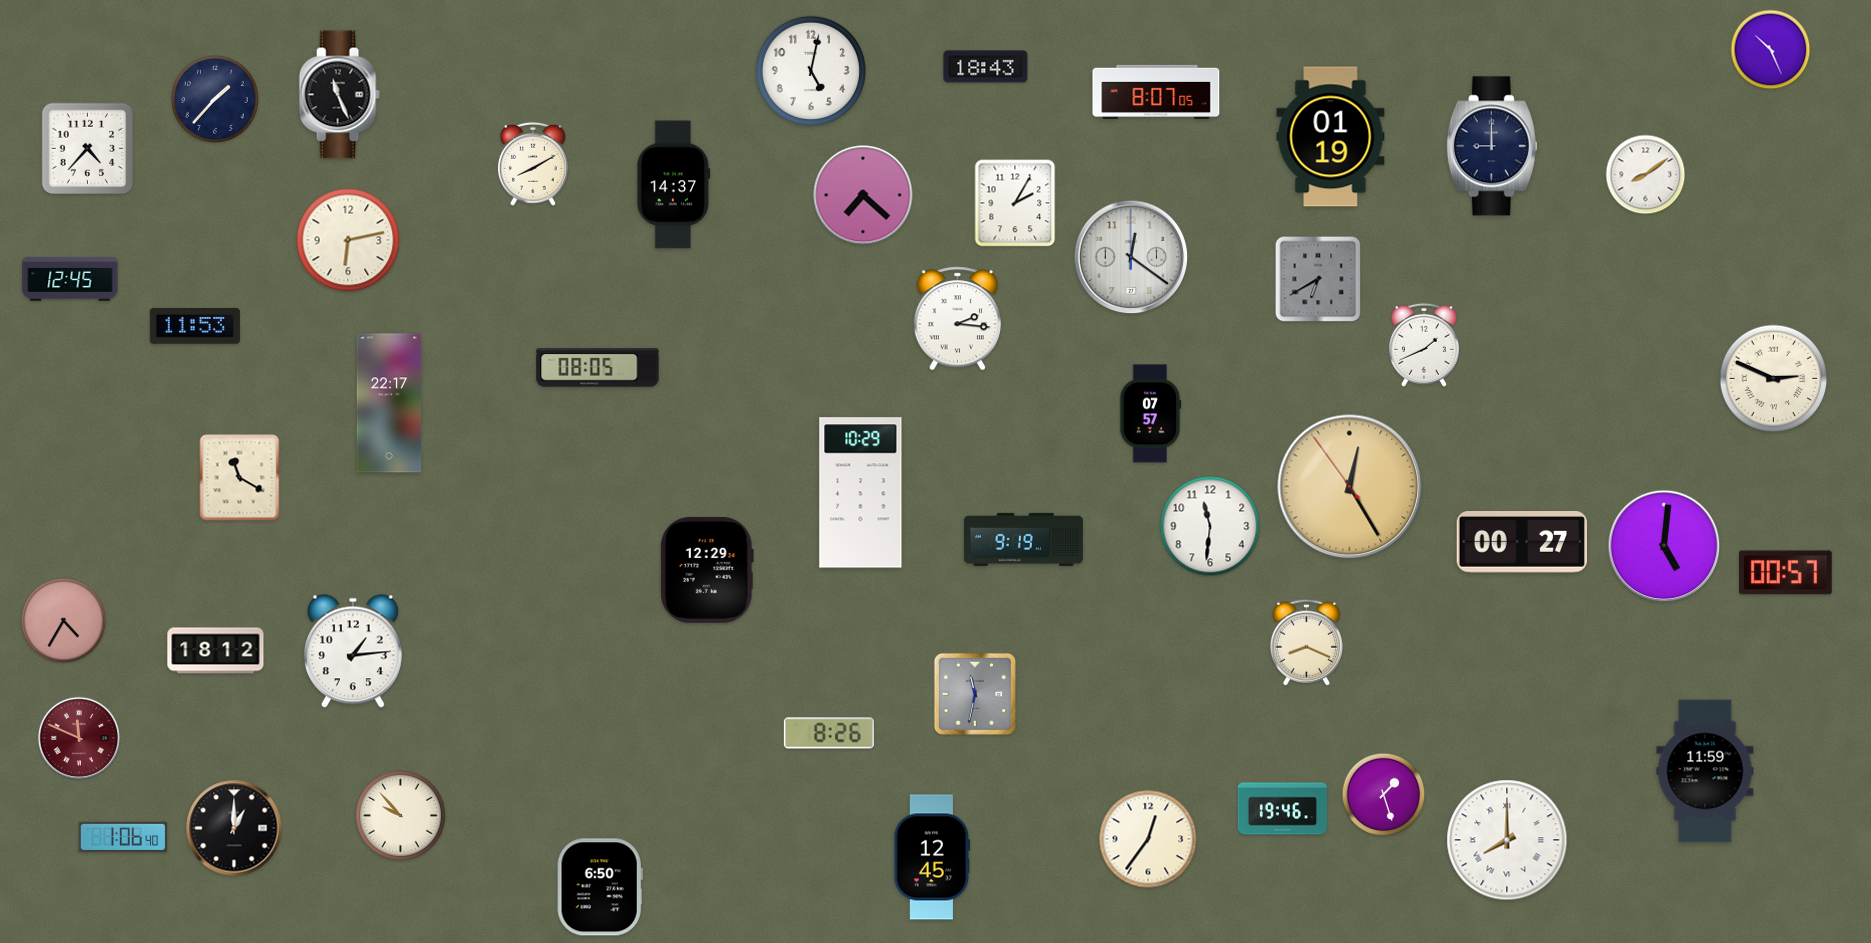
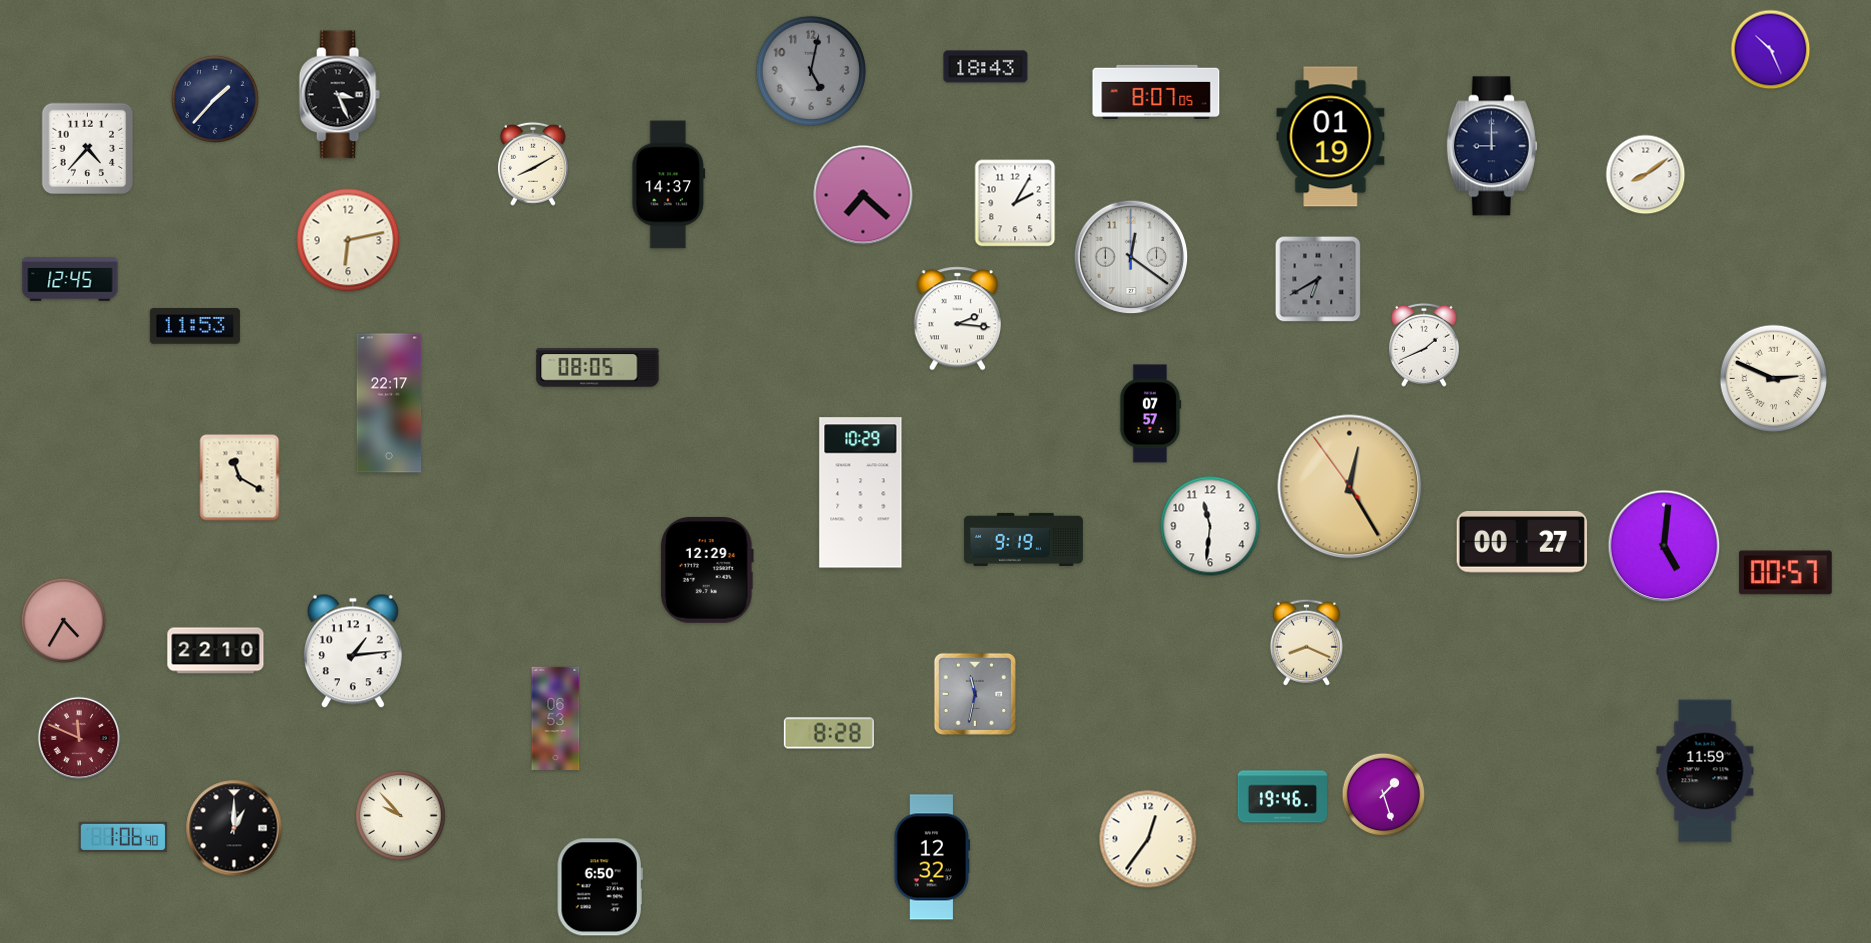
clock at (811, 71) dial: white -> grey
clock at (339, 95): 11:26 -> 3:26
clock at (674, 185) position: (674, 185) -> (669, 185)
clock at (216, 651): 18:12 -> 22:10
clock at (556, 719): none -> 06:53
clock at (829, 733): 8:26 -> 8:28
clock at (1282, 809) position: (1282, 809) -> (1282, 797)
clock at (1507, 840): 8:00 -> none
clock at (932, 857): 12:45 -> 12:32
